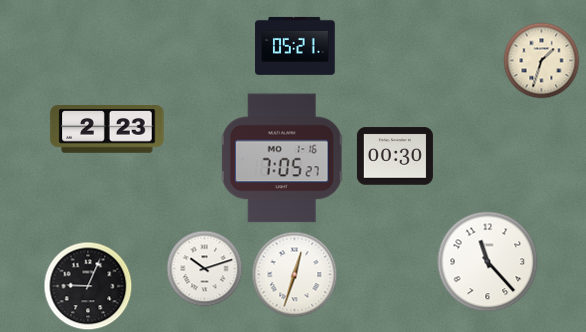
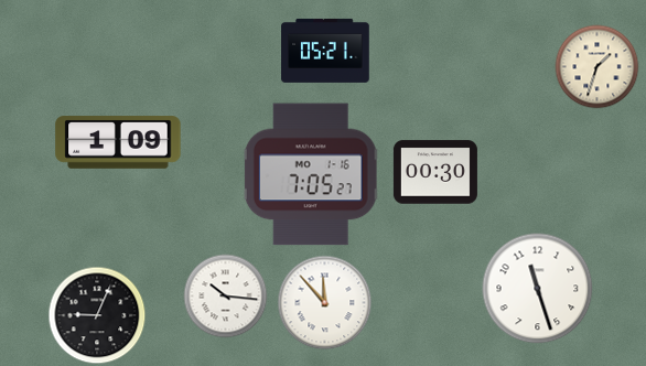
clock at (107, 129): 2:23 -> 1:09
clock at (488, 262): 11:23 -> 11:27
clock at (205, 269): 10:12 -> 10:16
clock at (295, 275): 12:33 -> 11:53
